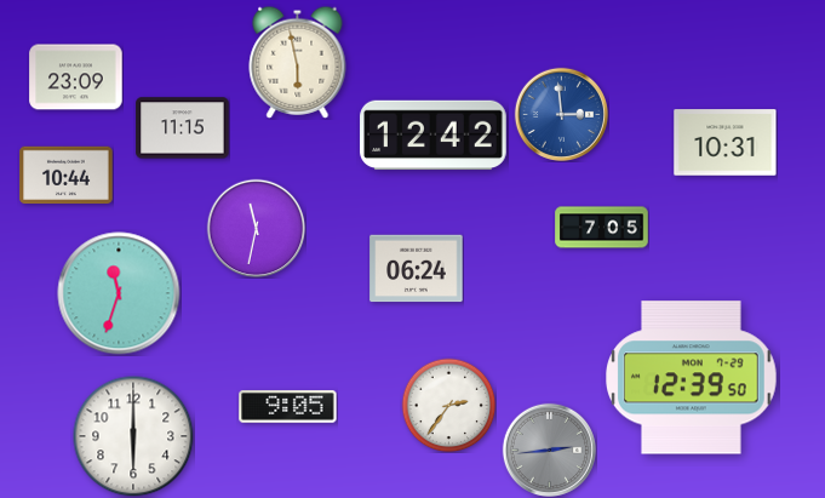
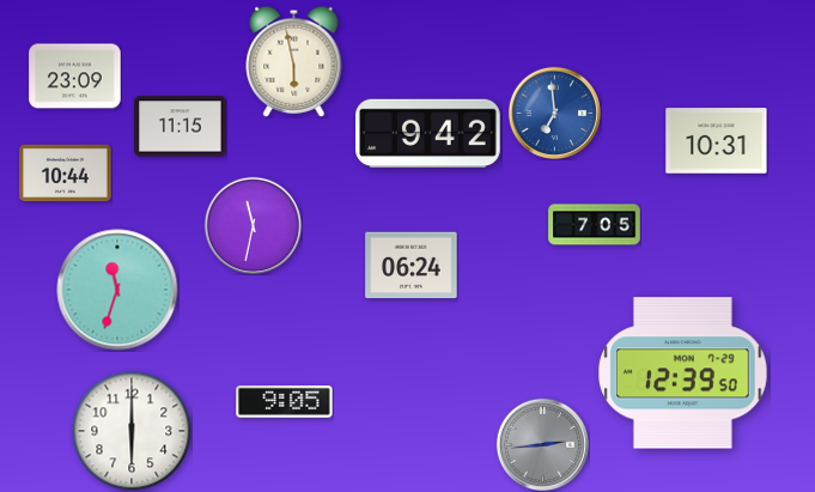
clock at (561, 114): 2:59 -> 6:59
clock at (434, 136): 12:42 -> 9:42
clock at (448, 405): 2:36 -> none
